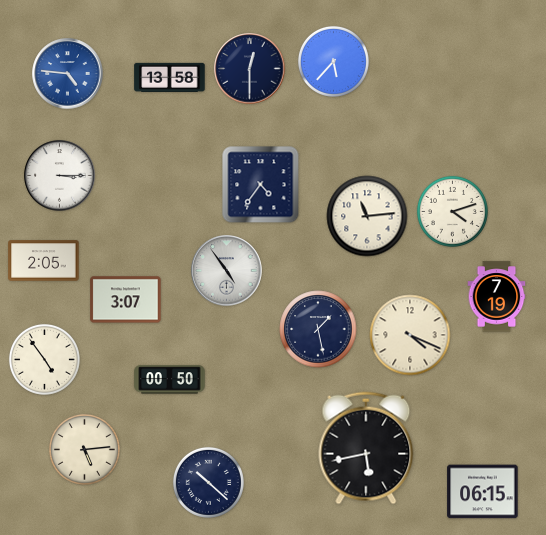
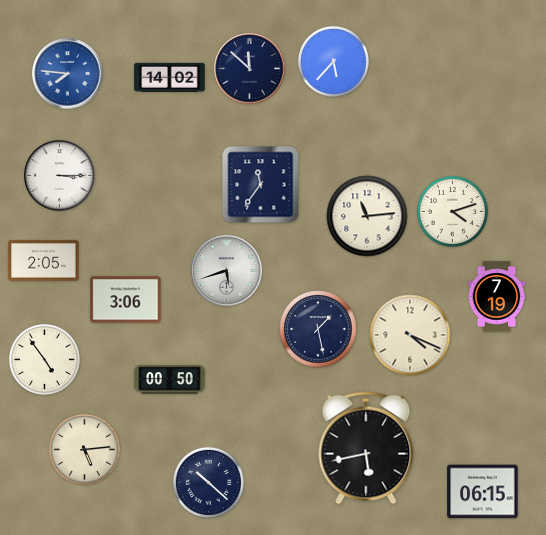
clock at (250, 69): 12:30 -> 11:52
clock at (68, 74): 4:46 -> 7:46
clock at (170, 77): 13:58 -> 14:02
clock at (261, 185): 4:36 -> 11:36
clock at (227, 271): 4:54 -> 5:42
clock at (126, 300): 3:07 -> 3:06
